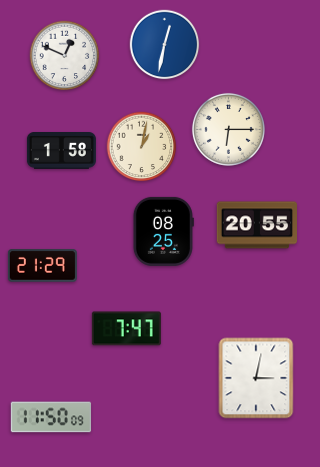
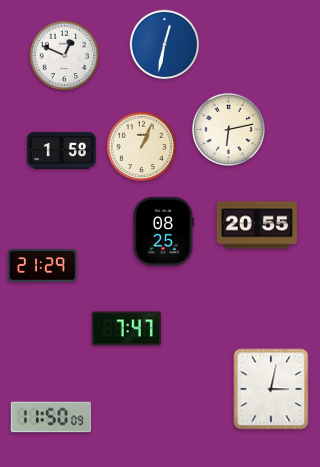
clock at (228, 129): 6:15 -> 6:13
clock at (142, 147): 1:02 -> 1:04
clock at (256, 378) position: (256, 378) -> (271, 389)
